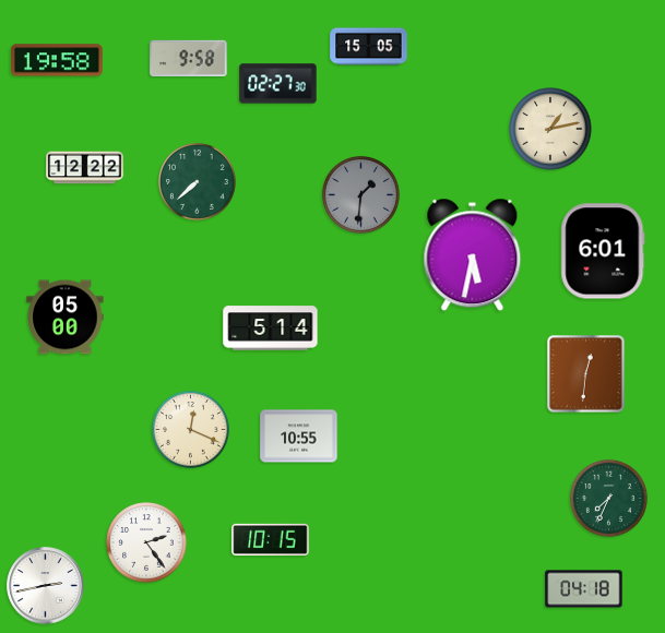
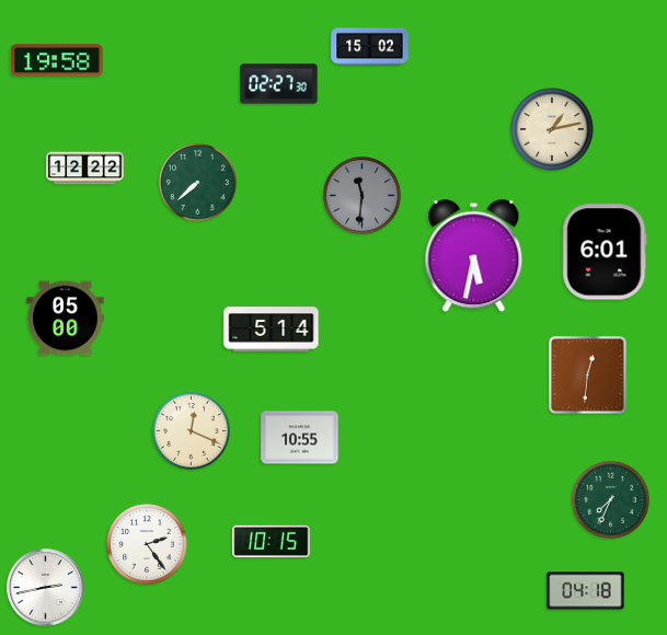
clock at (369, 47): 15:05 -> 15:02
clock at (189, 58): 9:58 -> none
clock at (360, 194): 1:31 -> 11:31
